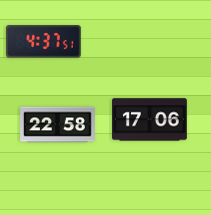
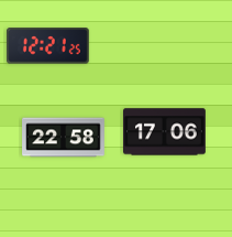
clock at (43, 42): 4:37 -> 12:21
